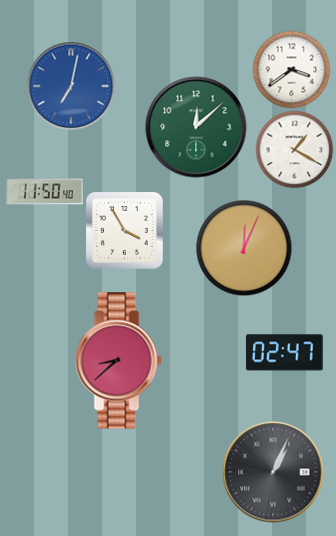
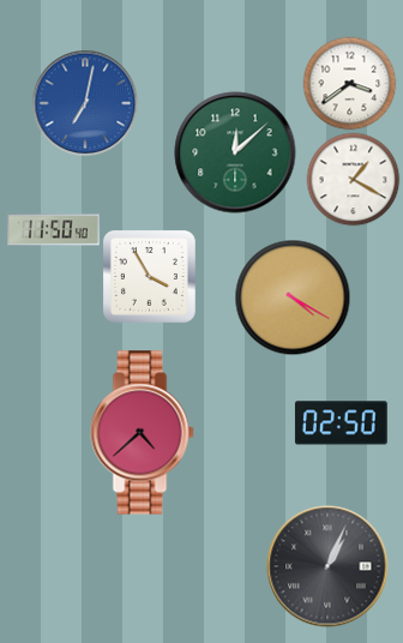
clock at (244, 248): 12:04 -> 4:20
clock at (284, 353): 02:47 -> 02:50
clock at (119, 361): 8:38 -> 4:38
